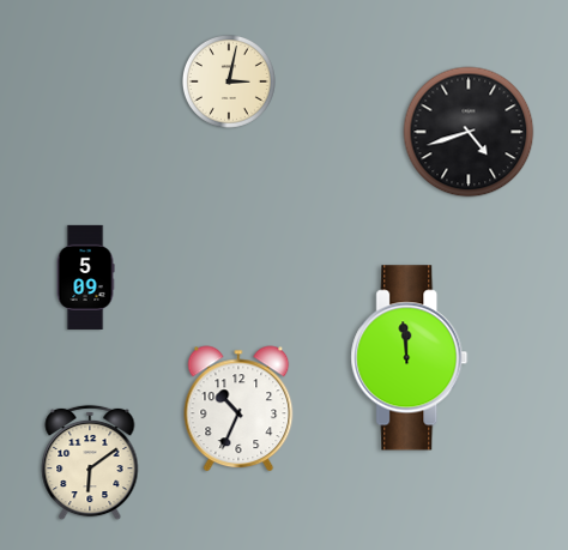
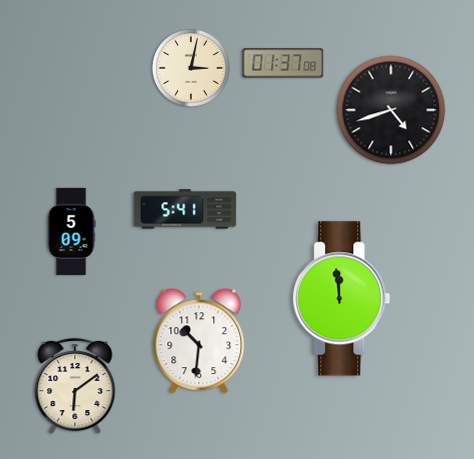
clock at (283, 63): none -> 01:37
clock at (185, 209): none -> 5:41
clock at (238, 409): 10:34 -> 10:31
